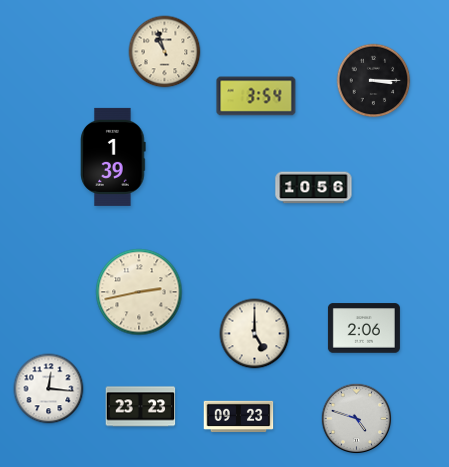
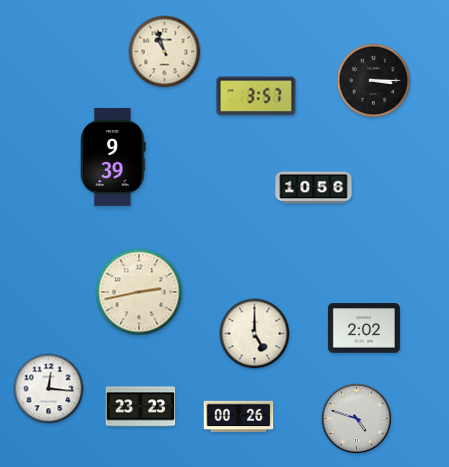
clock at (256, 96): 3:54 -> 3:57
clock at (113, 157): 1:39 -> 9:39
clock at (364, 328): 2:06 -> 2:02
clock at (239, 417): 09:23 -> 00:26
